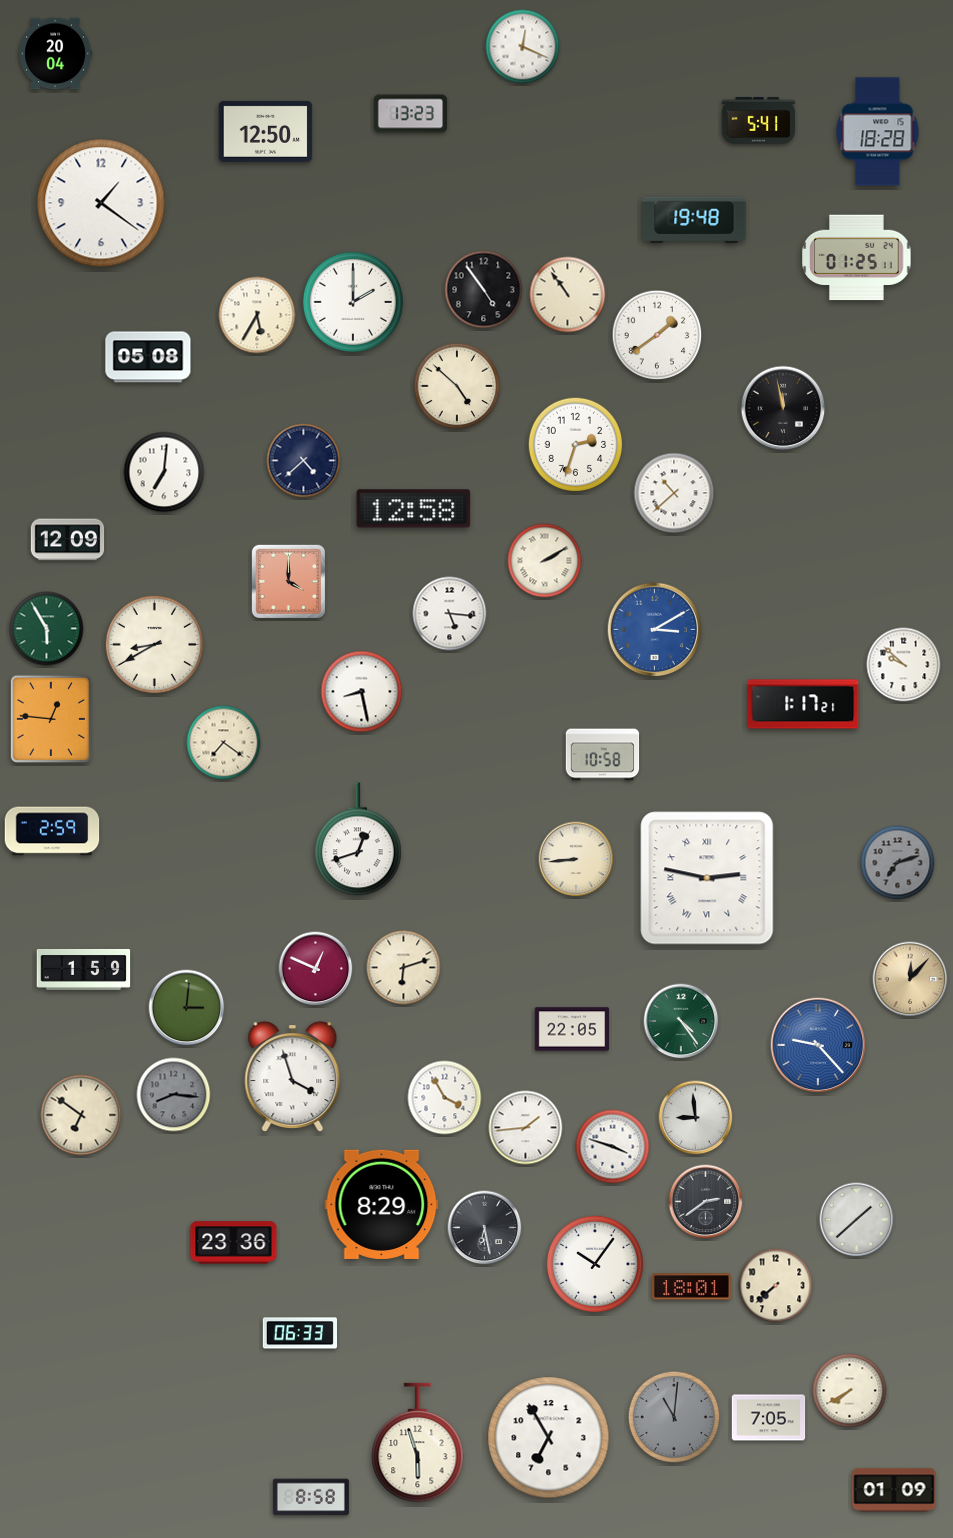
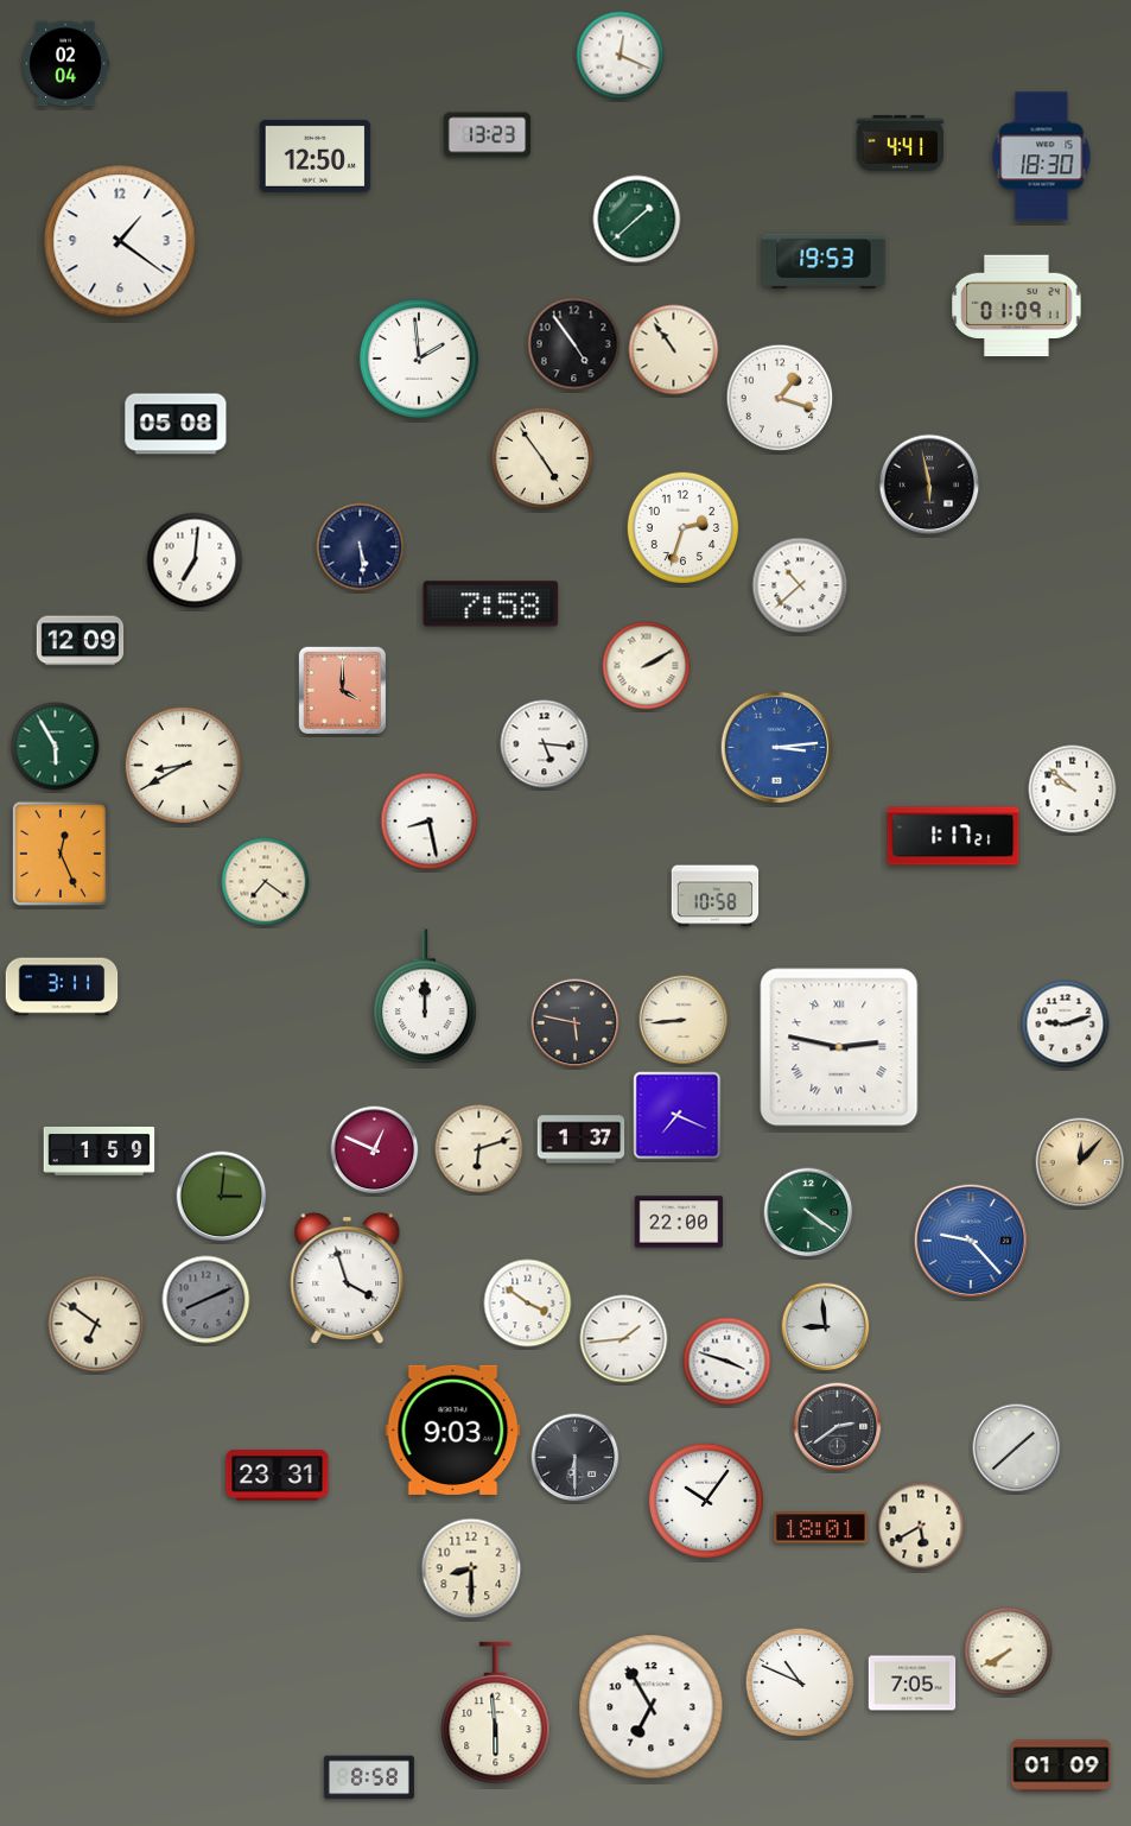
clock at (56, 54): 20:04 -> 02:04
clock at (759, 120): 5:41 -> 4:41
clock at (878, 132): 18:28 -> 18:30
clock at (637, 220): none -> 1:38
clock at (694, 220): 19:48 -> 19:53
clock at (857, 258): 01:25 -> 01:09
clock at (353, 302): 2:00 -> 1:59
clock at (257, 315): 5:35 -> none
clock at (657, 335): 1:39 -> 1:18
clock at (457, 386): 4:52 -> 4:54
clock at (783, 408): 11:58 -> 5:58
clock at (304, 461): 4:38 -> 5:29
clock at (414, 509): 12:58 -> 7:58
clock at (450, 614) position: (450, 614) -> (545, 744)
clock at (655, 630): 3:10 -> 3:14
clock at (50, 718): 12:46 -> 12:26
clock at (52, 831): 2:59 -> 3:11
clock at (359, 839): 12:42 -> 12:00
clock at (576, 1023): none -> 5:47
clock at (898, 863): 7:12 -> 9:12
clock at (898, 863) dial: grey -> white
clock at (707, 878) position: (707, 878) -> (839, 1047)
clock at (678, 1116): none -> 7:19
clock at (582, 1140): none -> 1:37
clock at (681, 1021): 4:24 -> 4:21
clock at (571, 1029): 22:05 -> 22:00
clock at (174, 1095): 8:16 -> 8:11
clock at (445, 1098): 3:55 -> 3:51
clock at (382, 1204): 8:29 -> 9:03
clock at (485, 1228): 6:28 -> 6:30
clock at (234, 1243): 23:36 -> 23:31
clock at (776, 1286): 7:38 -> 5:40
clock at (471, 1568): none -> 8:30
clock at (299, 1333): 06:33 -> none
clock at (674, 1417): 11:01 -> 10:49
clock at (674, 1417) dial: grey -> white
clock at (418, 1443): 5:57 -> 5:59
clock at (894, 1490) position: (894, 1490) -> (1061, 1765)
